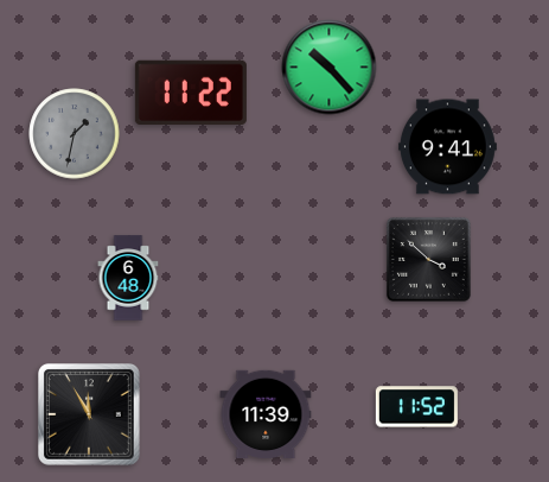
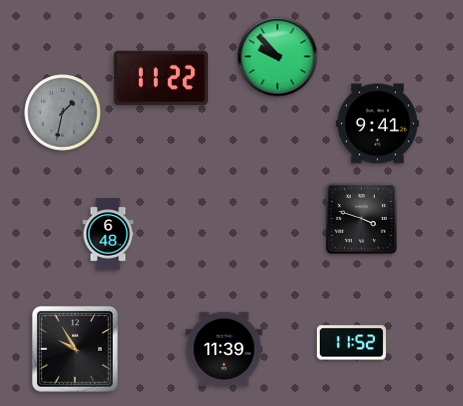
clock at (330, 68): 10:23 -> 9:53
clock at (428, 259): 3:52 -> 3:48
clock at (90, 416): 11:55 -> 9:55
